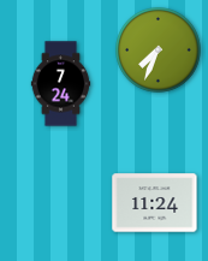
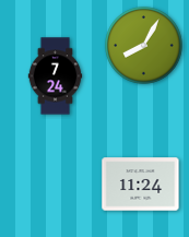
clock at (159, 51): 7:34 -> 8:05
